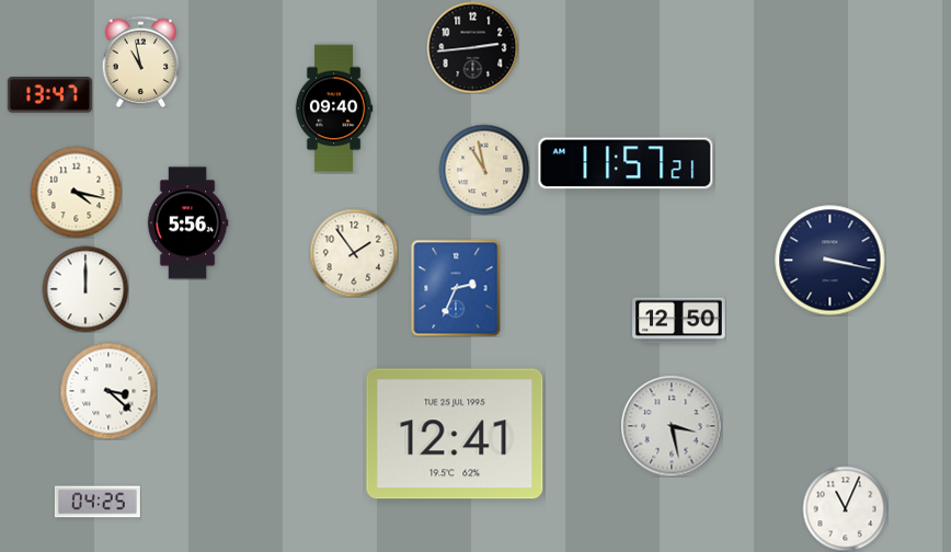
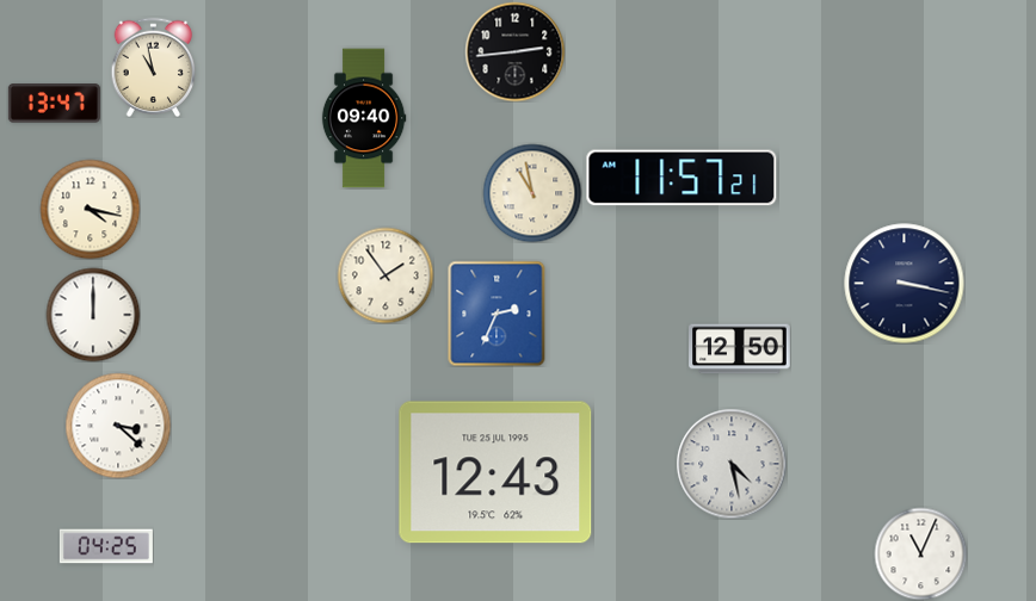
clock at (484, 170) position: (484, 170) -> (532, 193)
clock at (76, 192) position: (76, 192) -> (90, 209)
clock at (187, 223): 5:56 -> none
clock at (672, 426): 3:28 -> 4:28
clock at (455, 434): 12:41 -> 12:43
